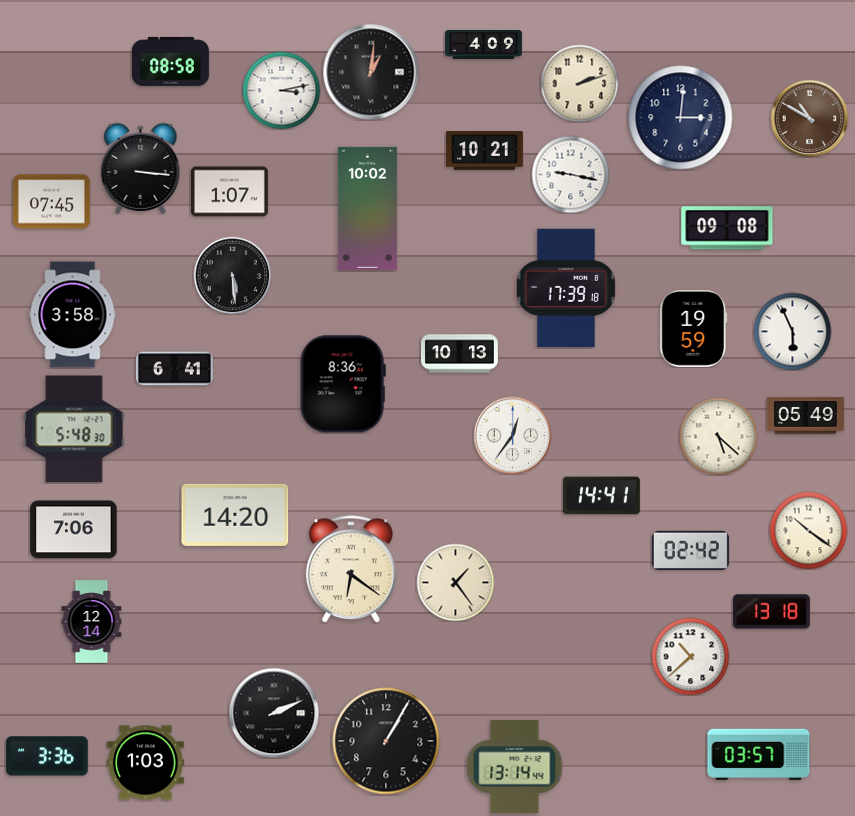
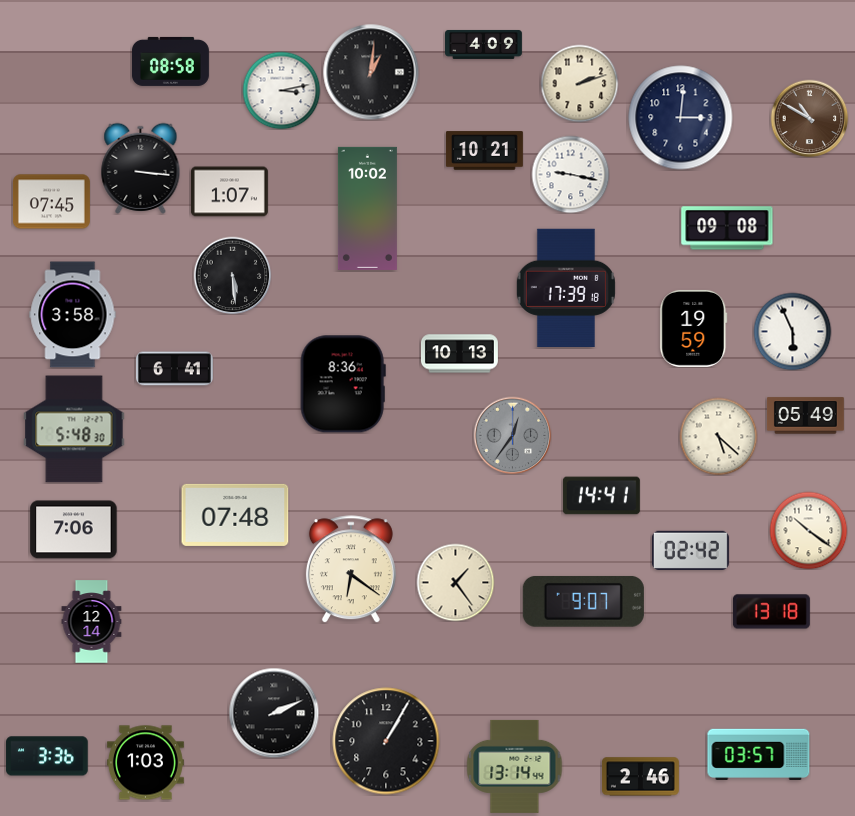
clock at (512, 435) dial: white -> grey
clock at (235, 515): 14:20 -> 07:48
clock at (583, 601): none -> 9:07
clock at (690, 656): 10:38 -> none
clock at (640, 777): none -> 2:46
